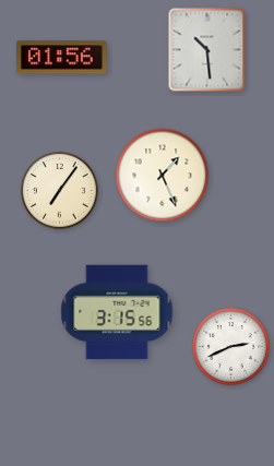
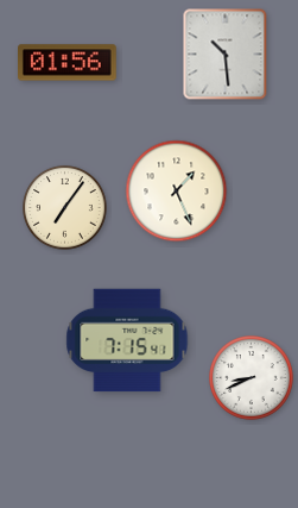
clock at (117, 312): 3:15 -> 7:15
clock at (231, 347): 2:41 -> 8:41
